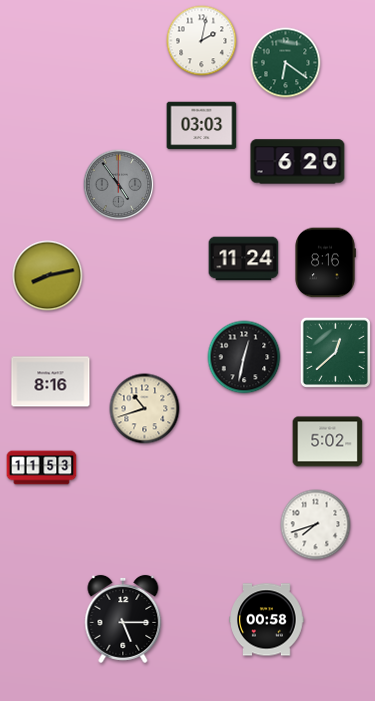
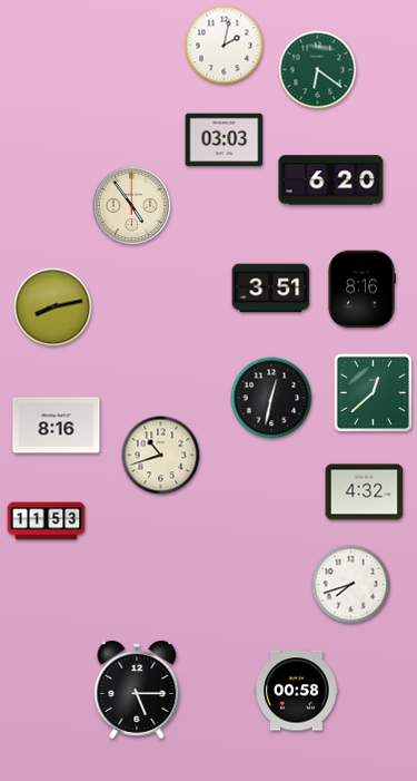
clock at (119, 185) dial: grey -> cream
clock at (244, 259): 11:24 -> 3:51
clock at (325, 263) position: (325, 263) -> (361, 290)
clock at (328, 442): 5:02 -> 4:32
